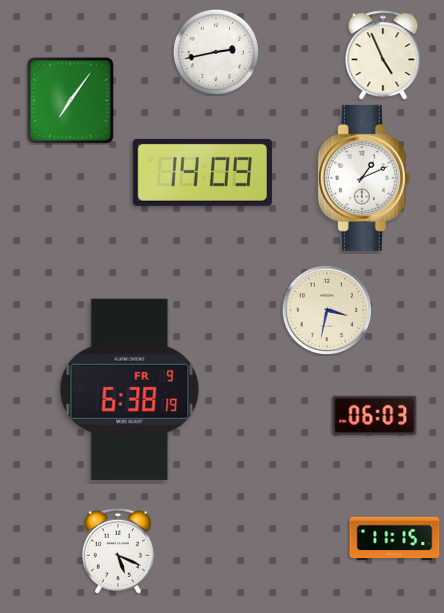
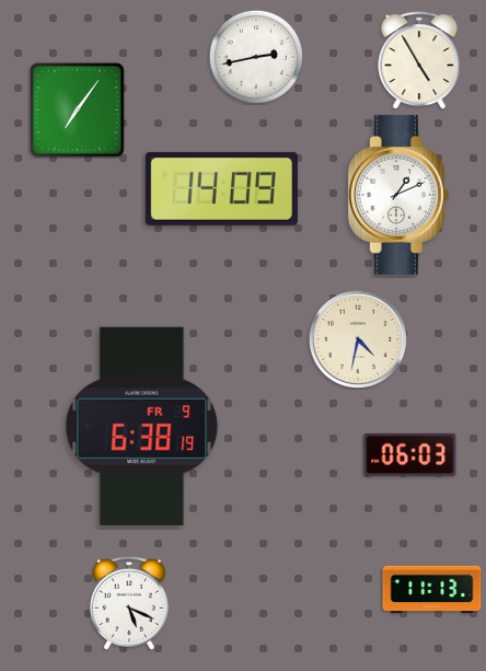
clock at (216, 52) position: (216, 52) -> (256, 57)
clock at (383, 55): 4:56 -> 4:55
clock at (326, 309): 3:32 -> 4:32
clock at (395, 539): 11:15 -> 11:13
